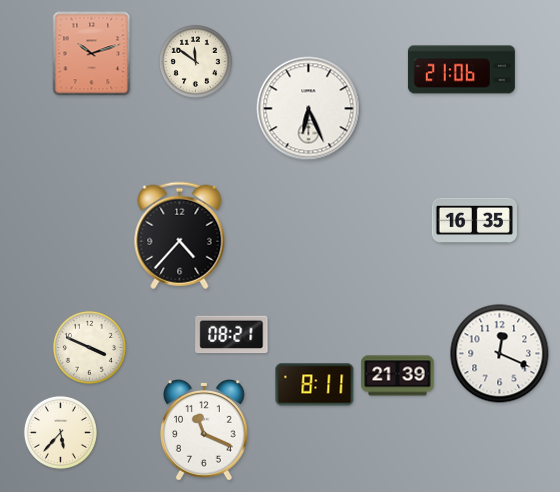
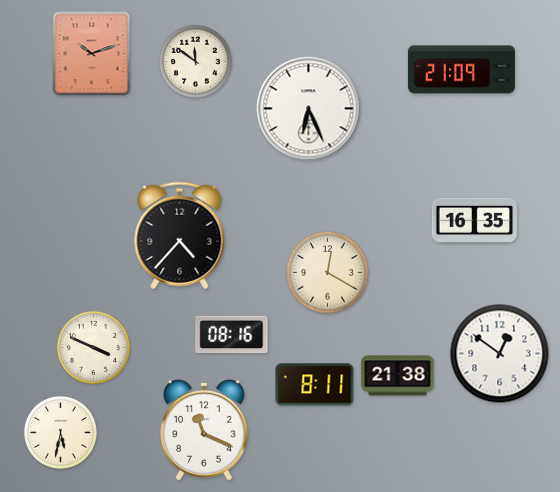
clock at (461, 70): 21:06 -> 21:09
clock at (328, 273): none -> 12:20
clock at (232, 335): 08:21 -> 08:16
clock at (89, 347) position: (89, 347) -> (93, 347)
clock at (500, 354): 12:19 -> 12:51
clock at (398, 376): 21:39 -> 21:38
clock at (60, 432): 5:37 -> 5:32
